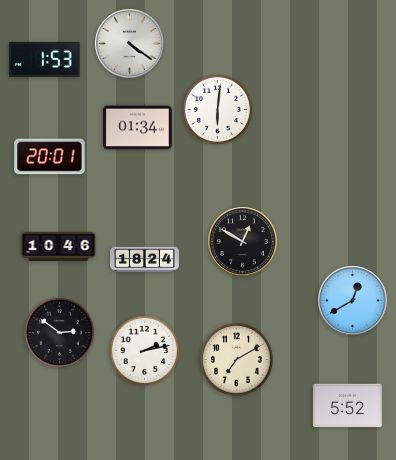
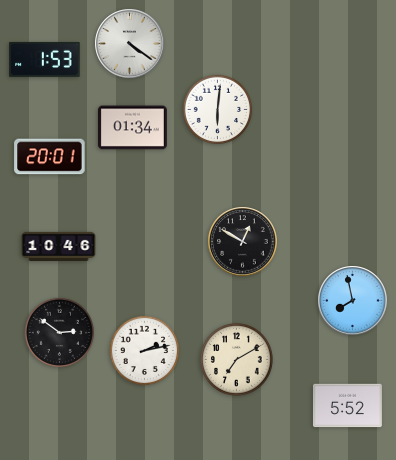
clock at (137, 128) position: (137, 128) -> (132, 128)
clock at (145, 260): 18:24 -> none
clock at (353, 301): 12:40 -> 7:58
